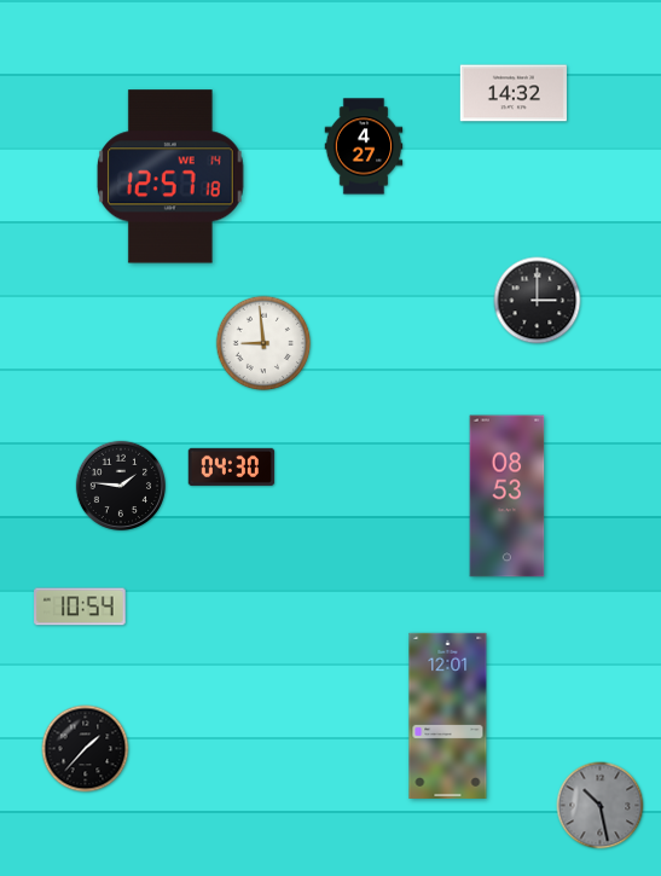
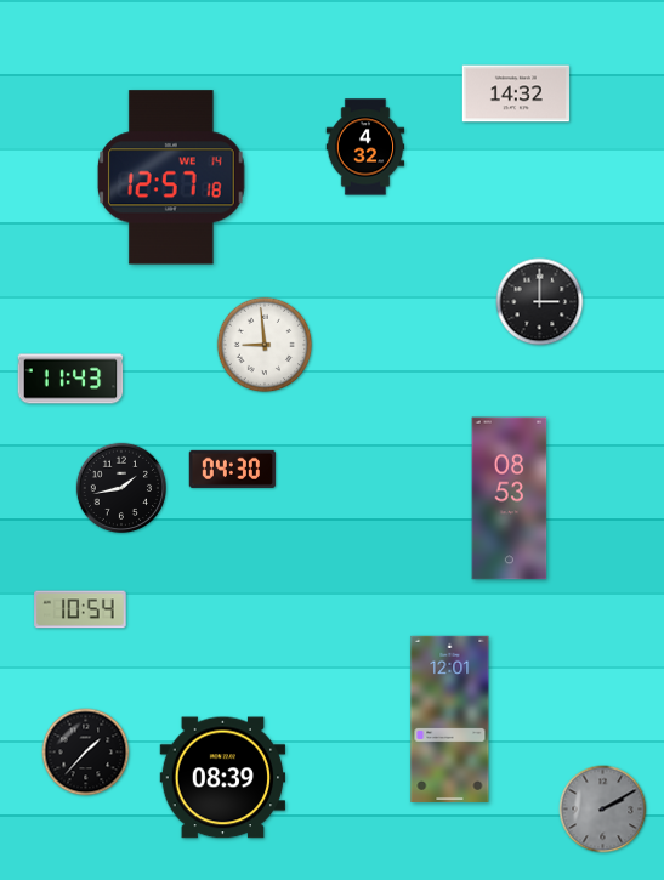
clock at (364, 146): 4:27 -> 4:32
clock at (70, 379): none -> 11:43
clock at (120, 485): 1:46 -> 1:43
clock at (223, 778): none -> 08:39
clock at (601, 806): 10:28 -> 2:10
